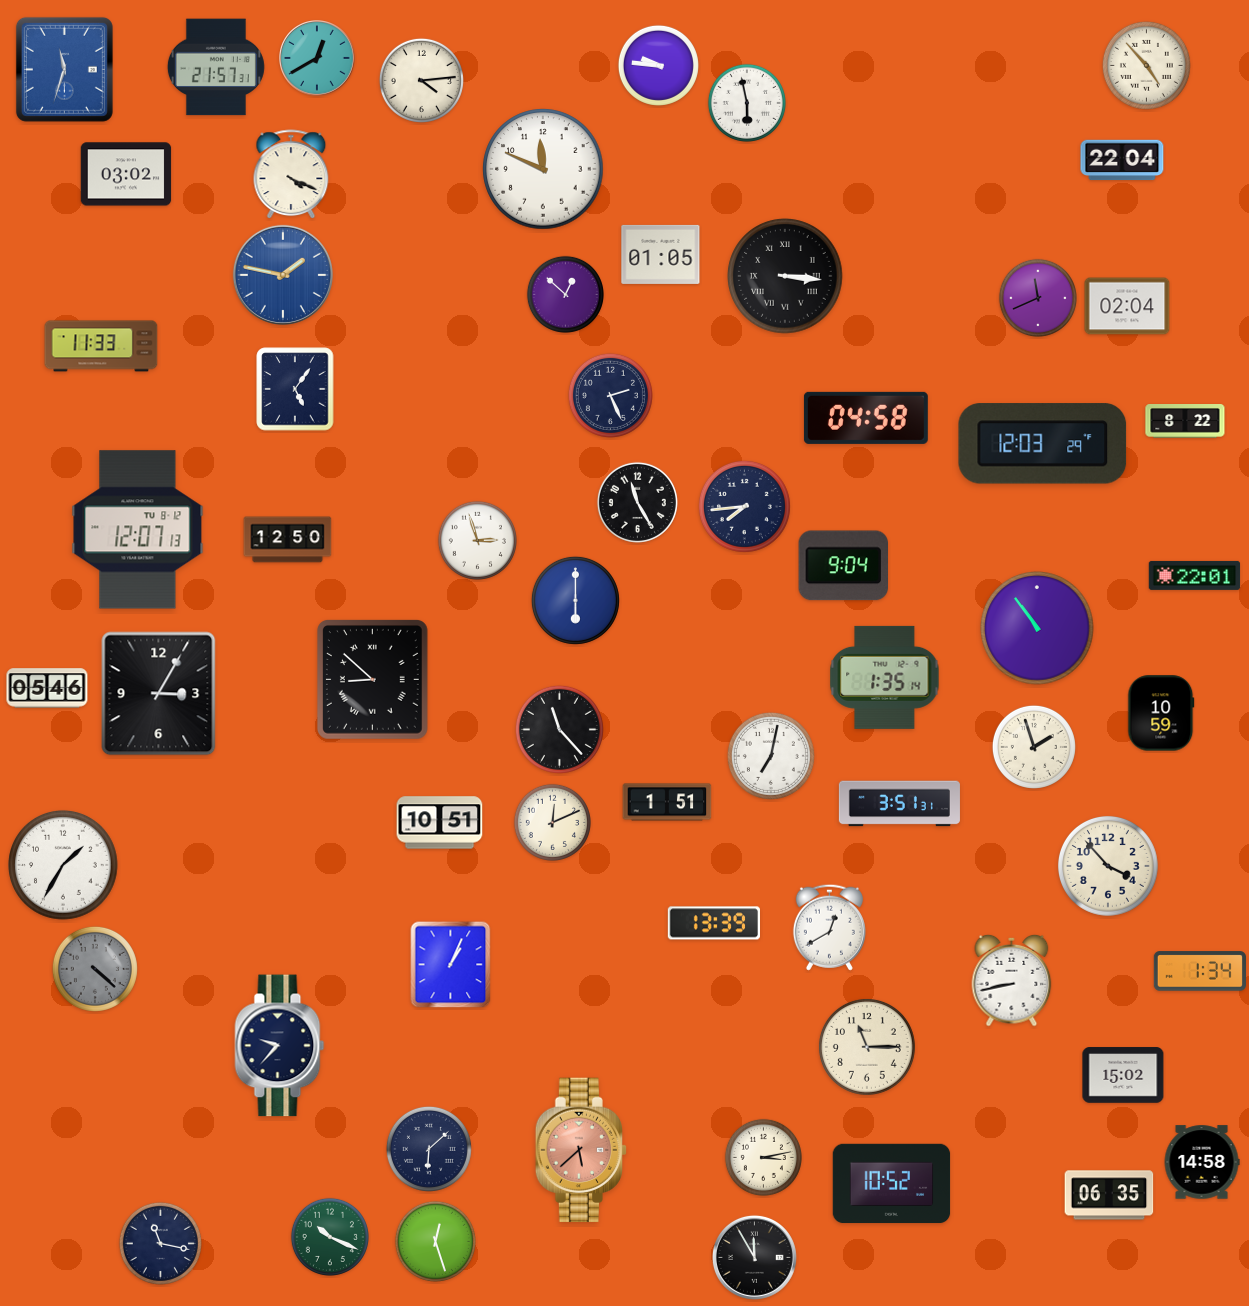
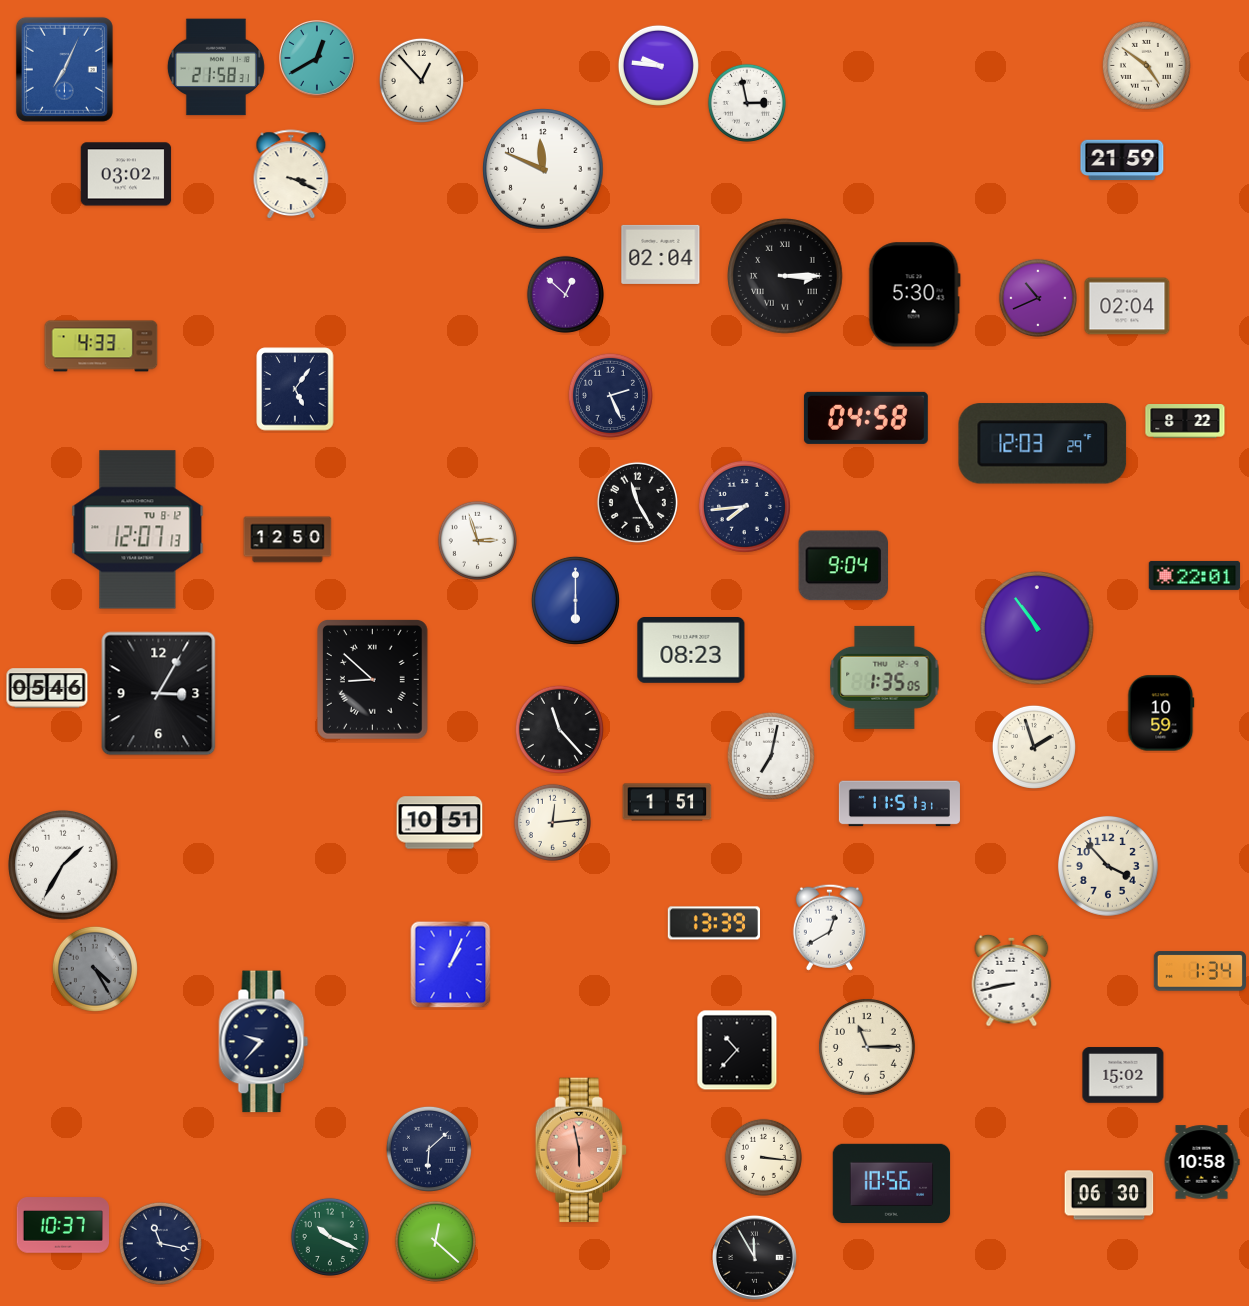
clock at (1146, 65): 4:53 -> 4:51
clock at (216, 67): 21:57 -> 21:58
clock at (64, 69): 11:33 -> 7:04
clock at (421, 80): 4:14 -> 12:53
clock at (747, 103): 5:58 -> 2:58
clock at (1122, 160): 22:04 -> 21:59
clock at (291, 175): 4:19 -> 3:19
clock at (661, 254): 01:05 -> 02:04
clock at (283, 275): 1:47 -> none
clock at (785, 276): 3:16 -> 3:15
clock at (914, 295): none -> 5:30
clock at (1038, 298): 11:41 -> 10:41
clock at (101, 346): 11:33 -> 4:33
clock at (691, 651): none -> 08:23
clock at (885, 677): 1:35:14 -> 1:35:05
clock at (899, 804): 3:51 -> 11:51
clock at (552, 822): 12:11 -> 12:14
clock at (95, 969): 4:22 -> 4:25
clock at (280, 1046) position: (280, 1046) -> (264, 1042)
clock at (737, 1050): none -> 10:37
clock at (580, 1150): 5:38 -> 5:58
clock at (763, 1157): 3:13 -> 3:16
clock at (1202, 1162): 14:58 -> 10:58
clock at (892, 1184): 10:52 -> 10:56
clock at (1109, 1195): 06:35 -> 06:30
clock at (62, 1225): none -> 10:37
clock at (435, 1241): 12:27 -> 12:22
